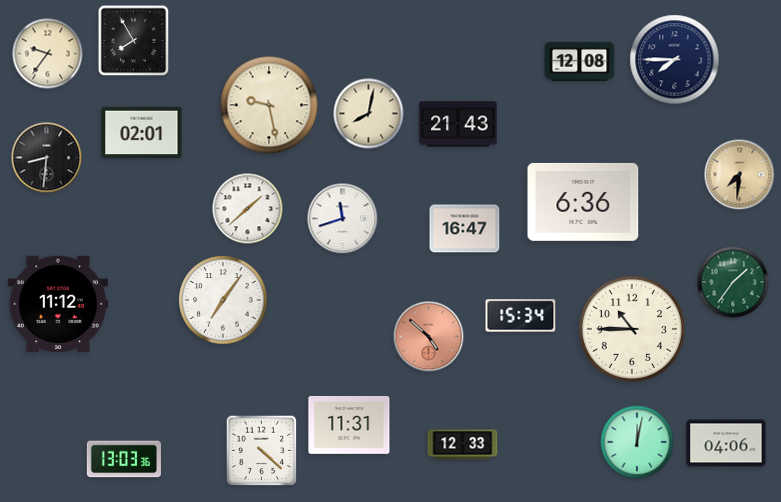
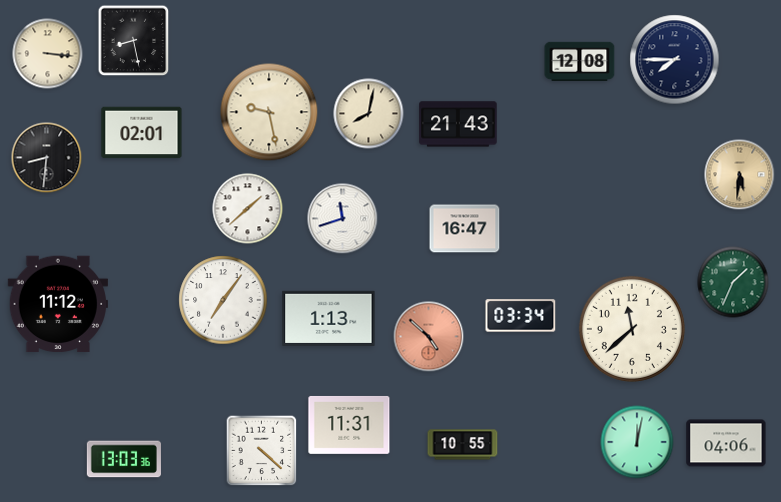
clock at (134, 41): 7:55 -> 8:28
clock at (48, 54): 9:36 -> 3:16
clock at (269, 105) position: (269, 105) -> (269, 112)
clock at (740, 175): 7:31 -> 5:31
clock at (583, 202): 6:36 -> none
clock at (733, 282): 1:36 -> 1:34
clock at (521, 316): 15:34 -> 03:34
clock at (329, 318): none -> 1:13
clock at (632, 329): 10:45 -> 11:38
clock at (463, 445): 12:33 -> 10:55
